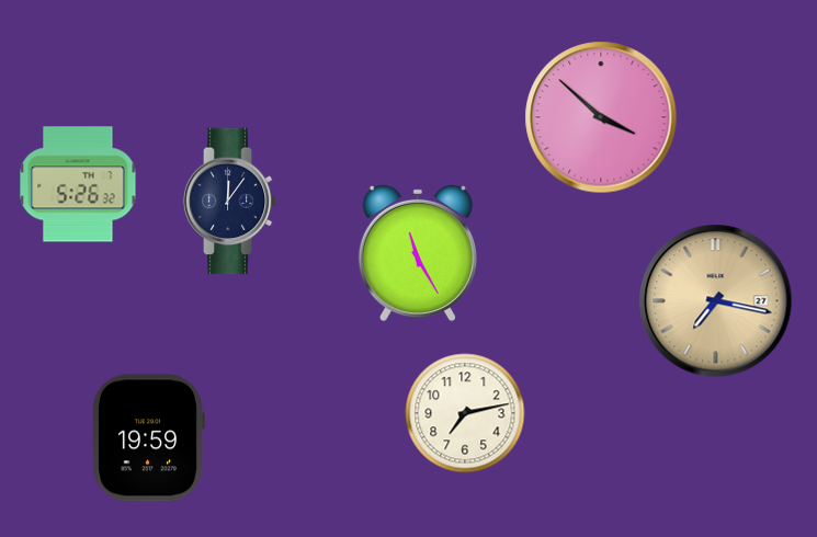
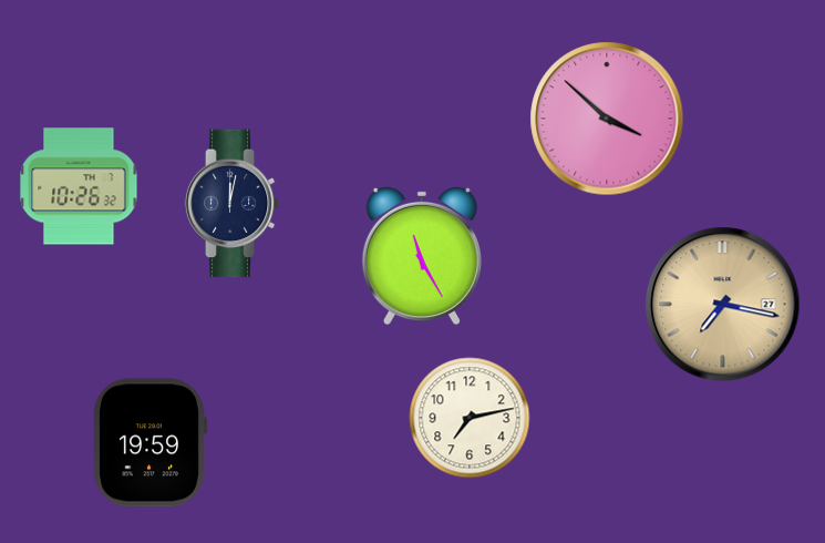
clock at (78, 184): 5:26 -> 10:26
clock at (230, 202): 12:06 -> 12:02
